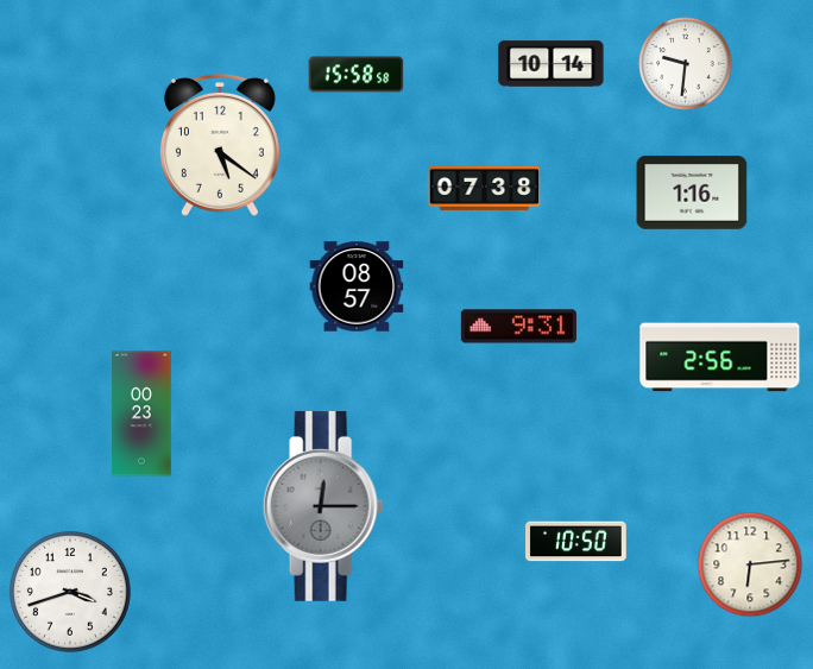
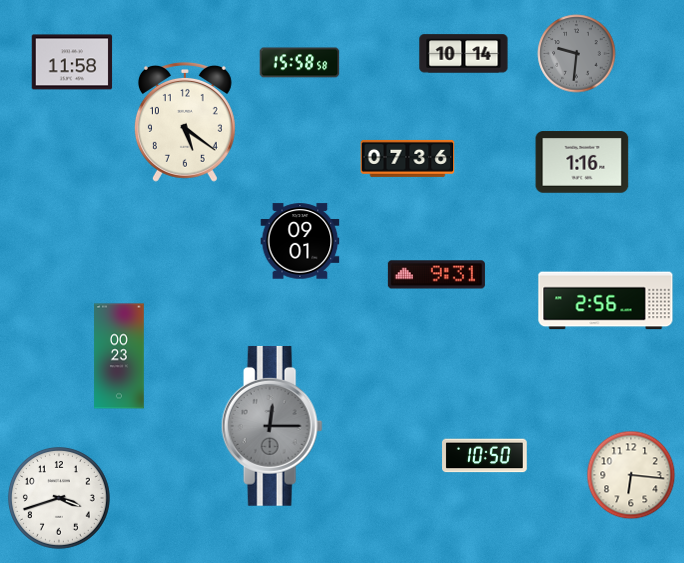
clock at (686, 64) dial: white -> grey
clock at (72, 62): none -> 11:58
clock at (485, 188): 07:38 -> 07:36
clock at (357, 286): 08:57 -> 09:01
clock at (141, 414) position: (141, 414) -> (119, 356)
clock at (750, 564): 6:14 -> 6:16
